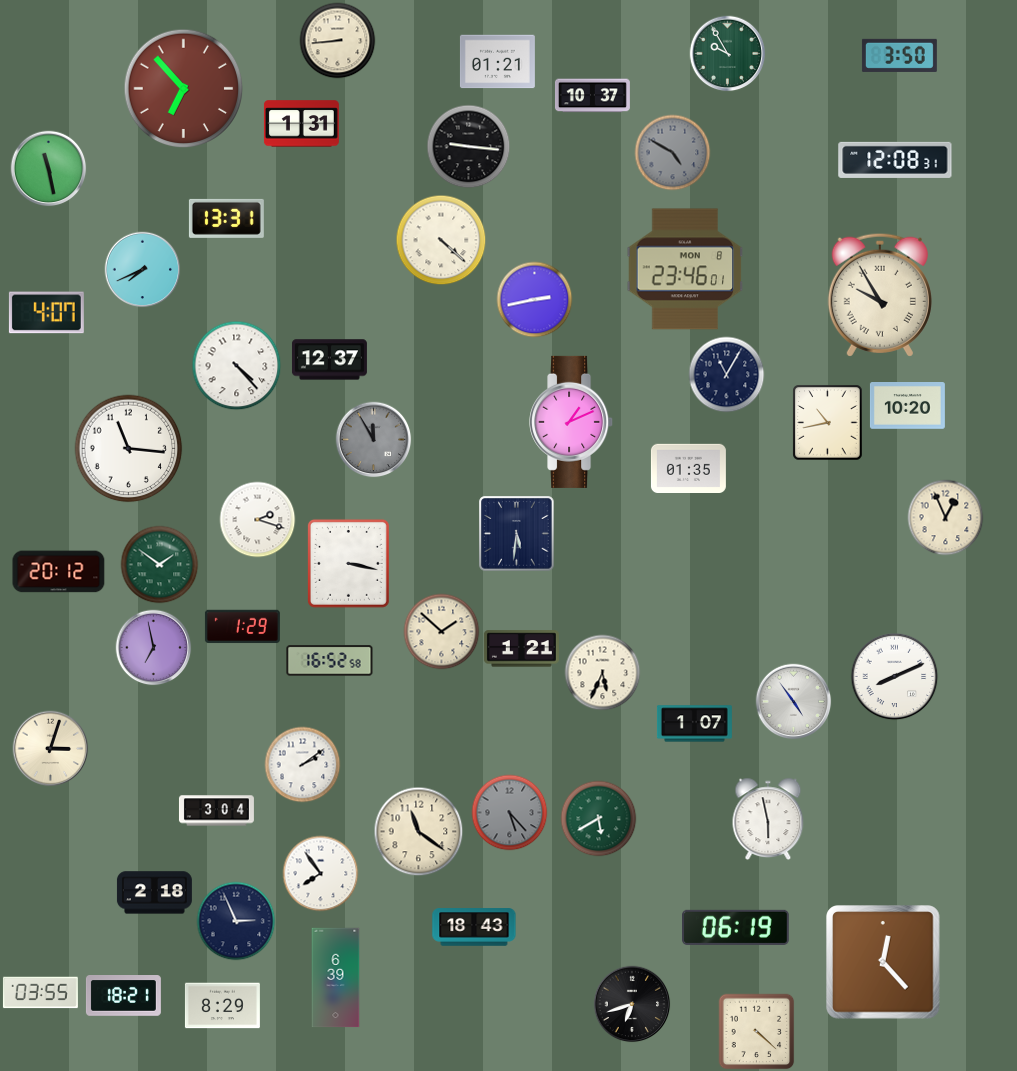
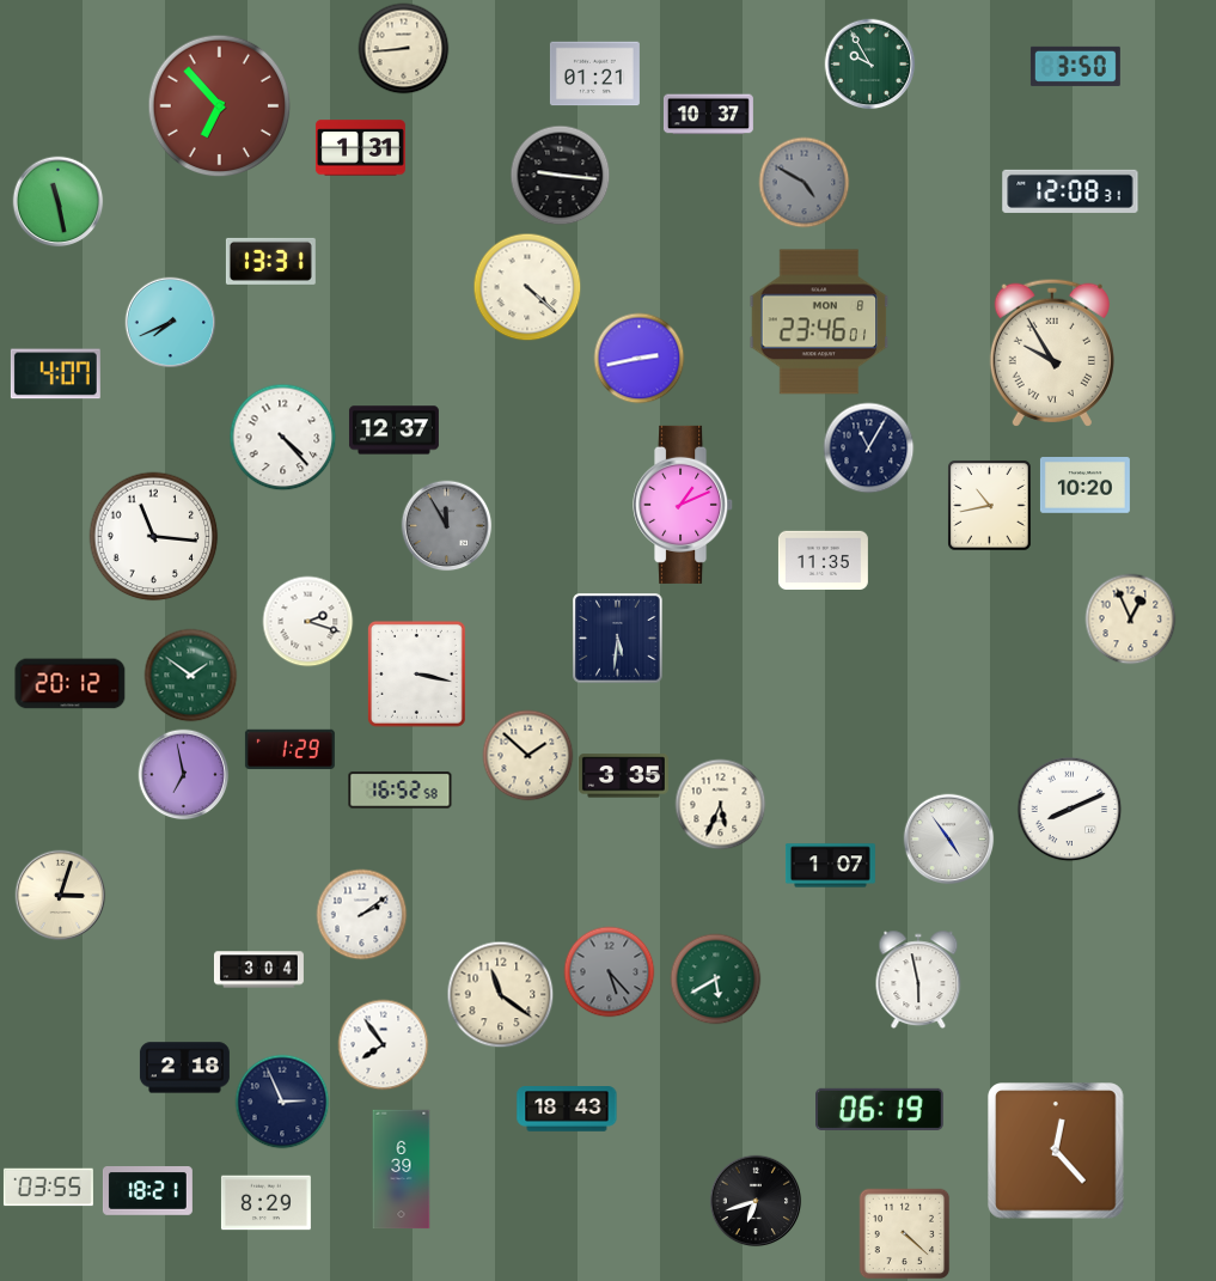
clock at (688, 468): 01:35 -> 11:35
clock at (521, 649): 1:21 -> 3:35
clock at (330, 661) position: (330, 661) -> (401, 791)
